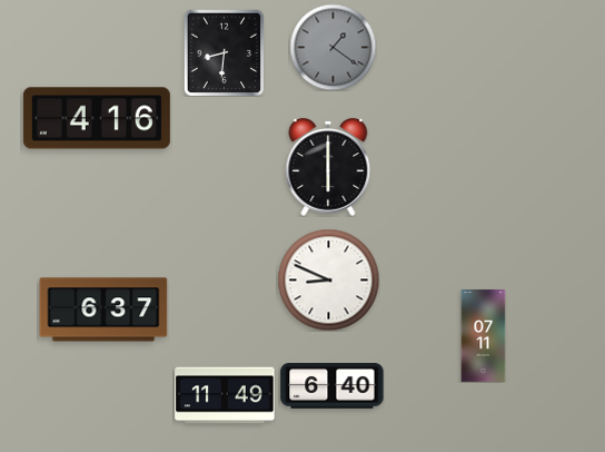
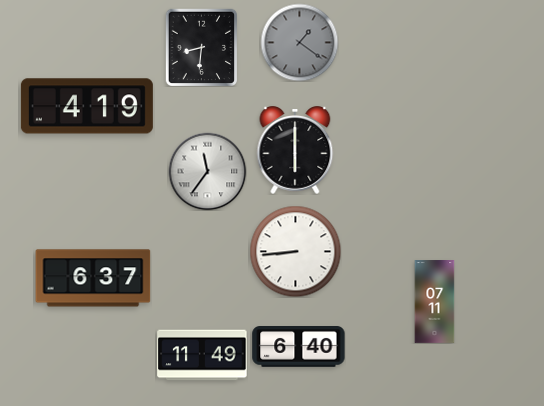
clock at (97, 118): 4:16 -> 4:19
clock at (207, 171): none -> 11:36
clock at (328, 279): 8:49 -> 8:44
